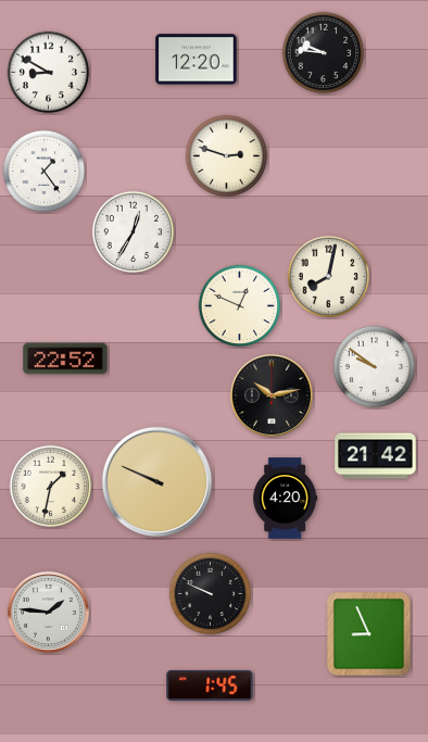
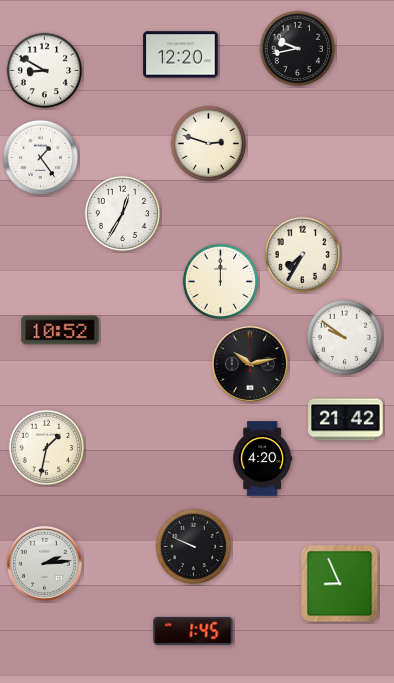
clock at (324, 53): 9:46 -> 9:43
clock at (49, 73) position: (49, 73) -> (45, 71)
clock at (329, 277): 8:02 -> 7:35
clock at (240, 306): 12:49 -> 12:00
clock at (65, 359): 22:52 -> 10:52
clock at (158, 482): 9:49 -> none
clock at (48, 612): 1:46 -> 2:14
